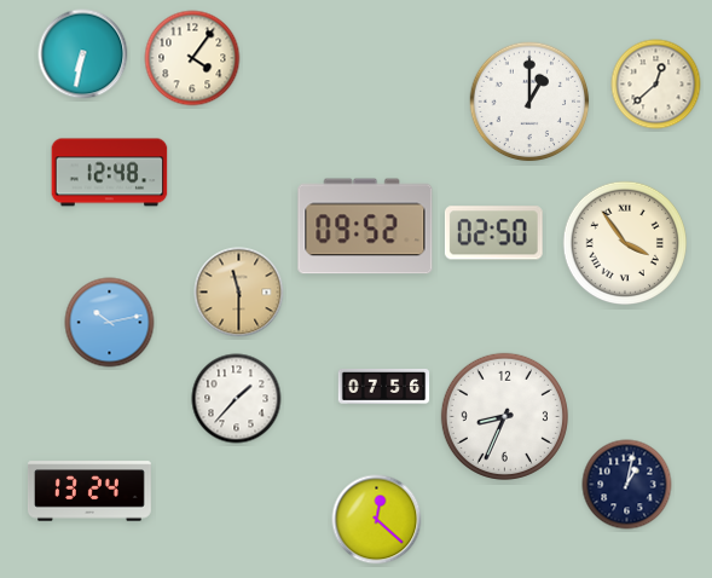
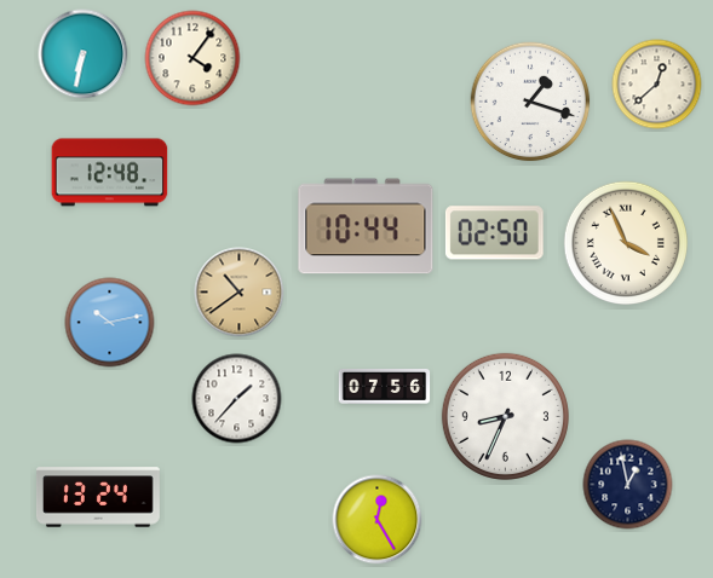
clock at (529, 102): 1:00 -> 1:18
clock at (365, 226): 09:52 -> 10:44
clock at (624, 242): 3:54 -> 3:56
clock at (239, 293): 11:30 -> 10:39
clock at (627, 485): 1:02 -> 12:58
clock at (89, 491) position: (89, 491) -> (98, 497)
clock at (377, 520): 12:22 -> 12:25
